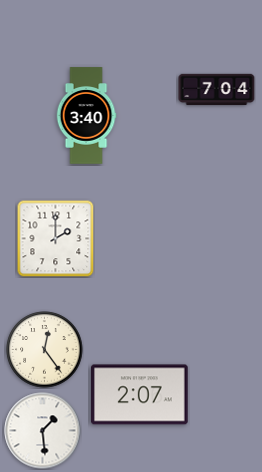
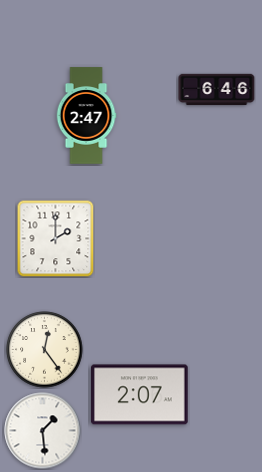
clock at (217, 90): 7:04 -> 6:46
clock at (86, 116): 3:40 -> 2:47
